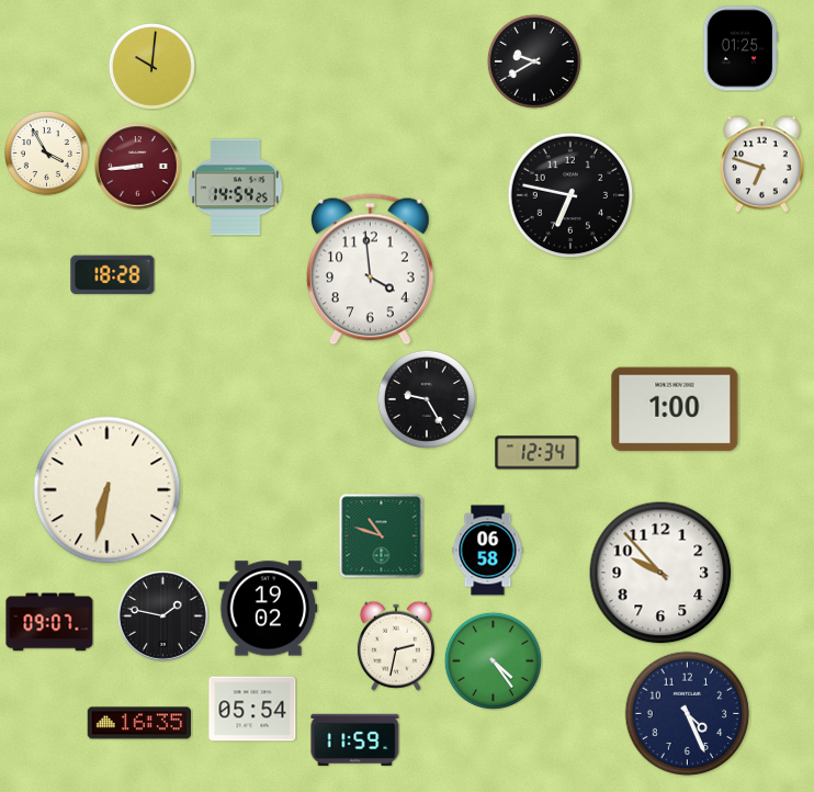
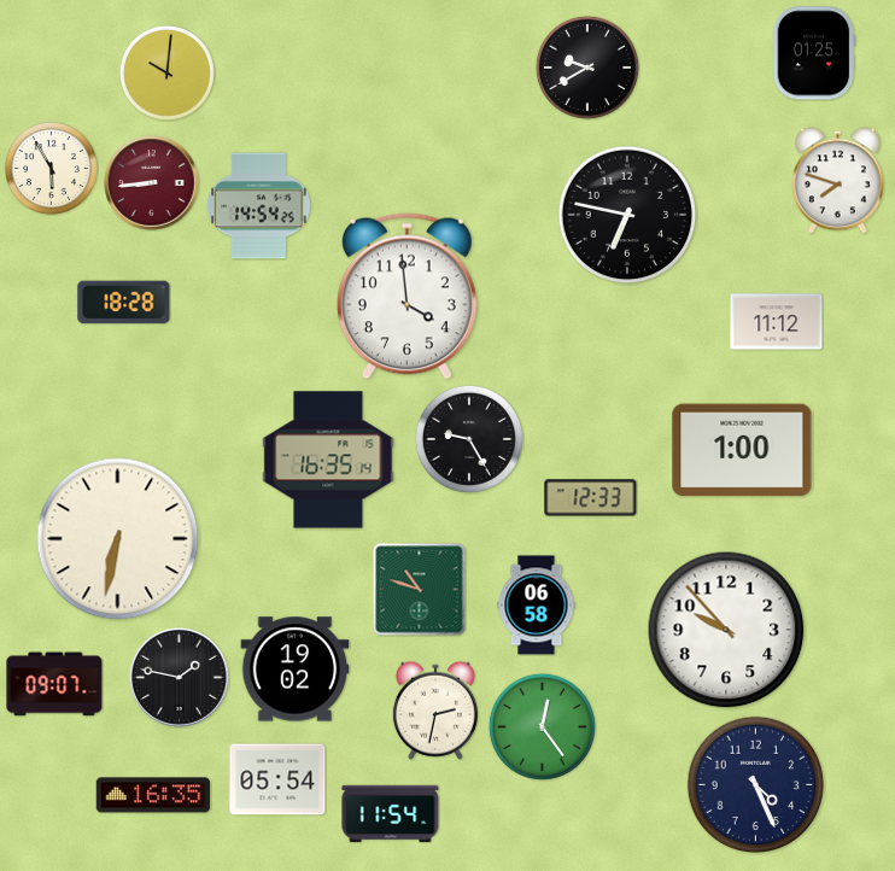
clock at (46, 152): 3:55 -> 5:55
clock at (762, 165): 6:48 -> 7:48
clock at (777, 322): none -> 11:12
clock at (328, 460): none -> 16:35
clock at (538, 453): 12:34 -> 12:33
clock at (493, 660): 4:24 -> 12:24
clock at (355, 740): 11:59 -> 11:54
